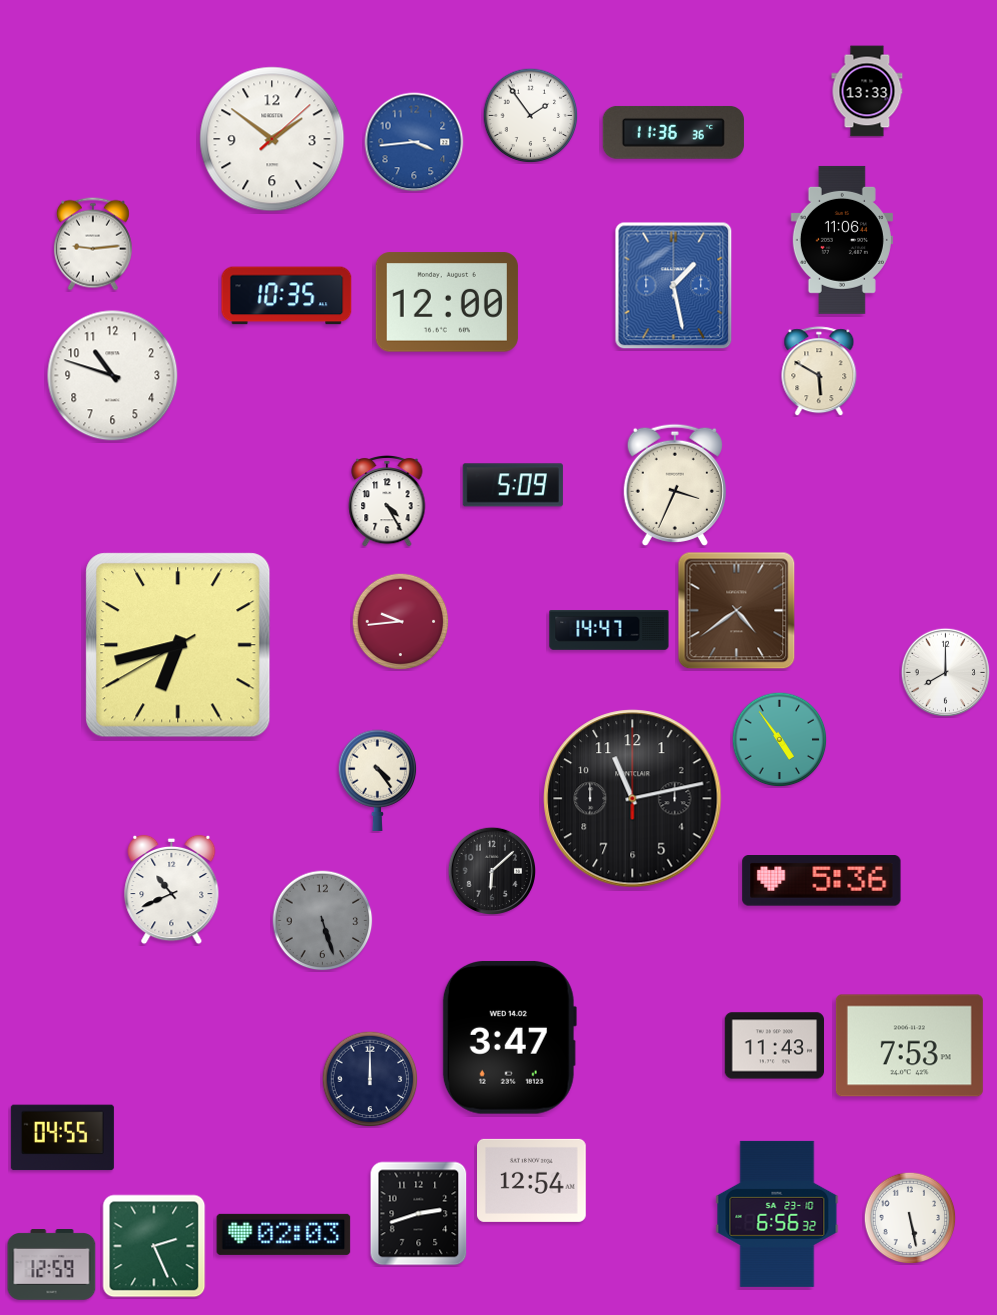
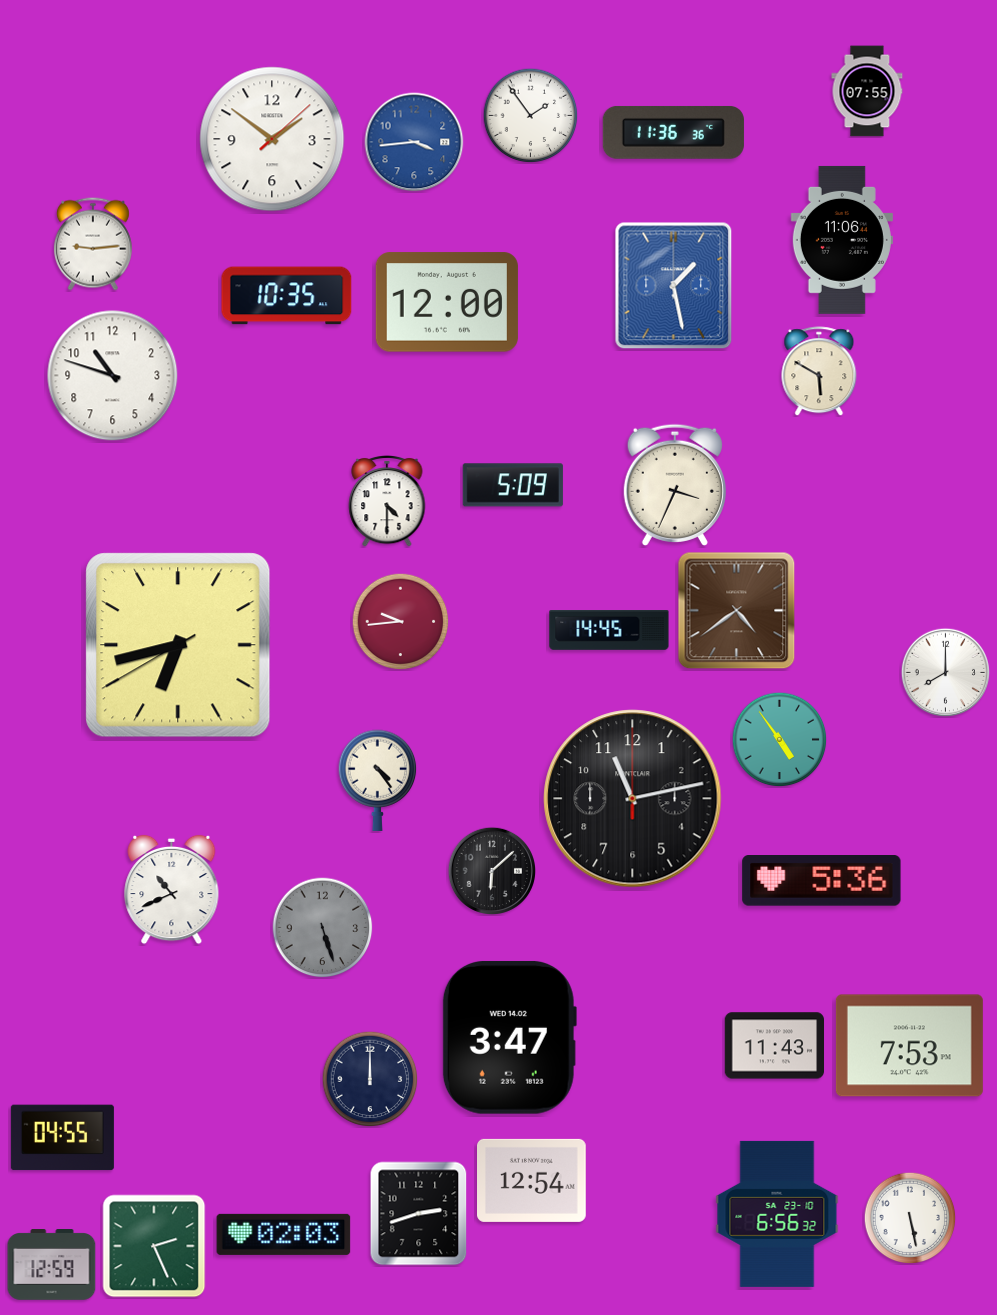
clock at (867, 91): 13:33 -> 07:55
clock at (387, 501): 4:25 -> 4:30
clock at (609, 631): 14:47 -> 14:45
clock at (323, 921) position: (323, 921) -> (323, 928)
